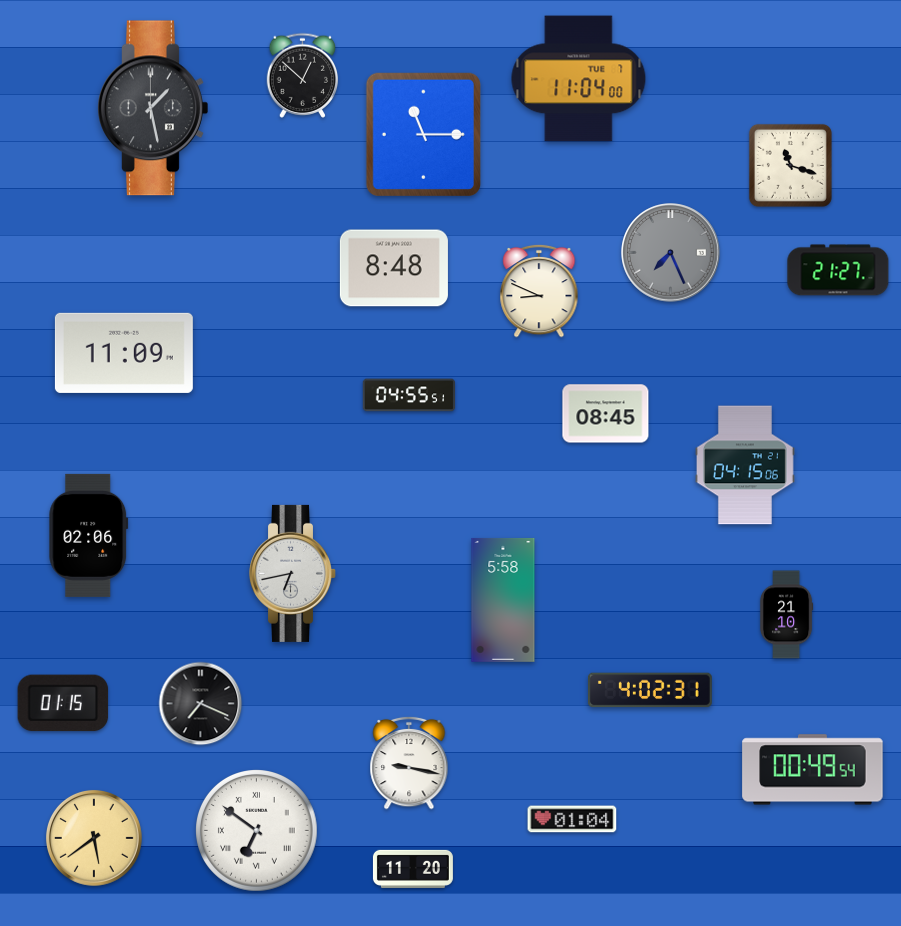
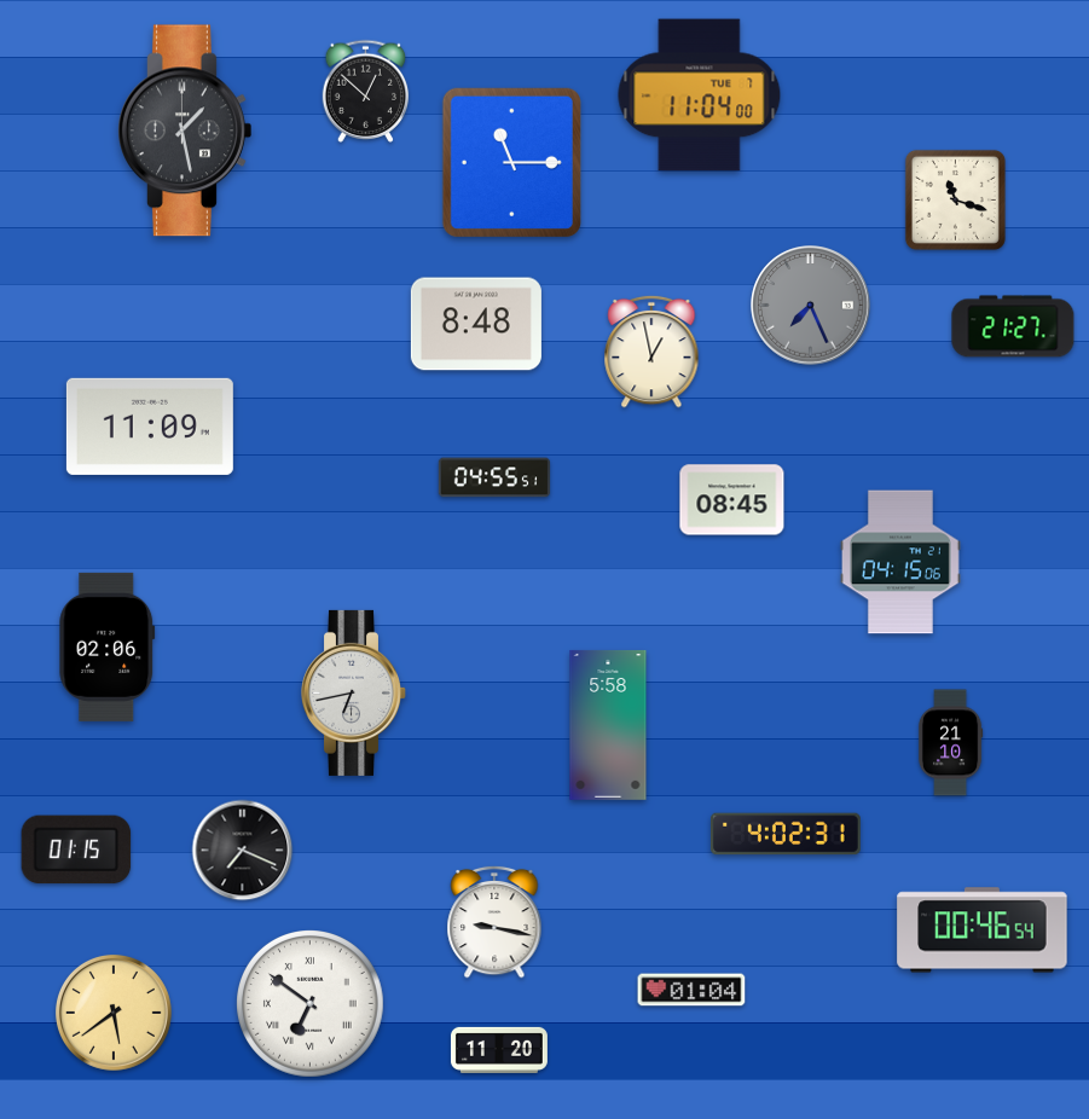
clock at (539, 291): 8:49 -> 12:58
clock at (813, 770): 00:49 -> 00:46
